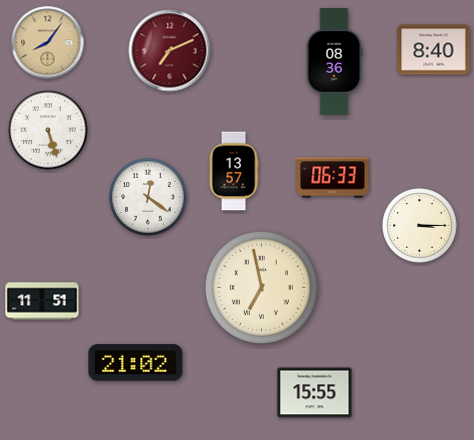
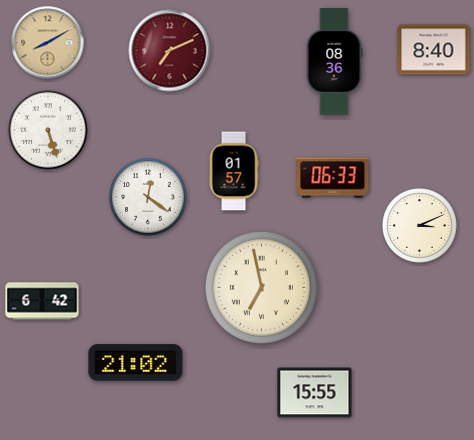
clock at (48, 43): 8:06 -> 8:10
clock at (234, 171): 13:57 -> 01:57
clock at (420, 226): 3:15 -> 3:11
clock at (42, 301): 11:51 -> 6:42
